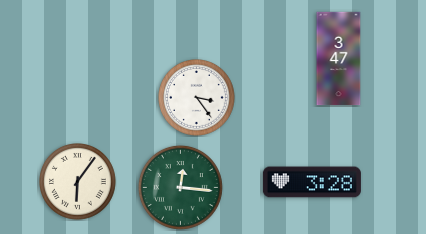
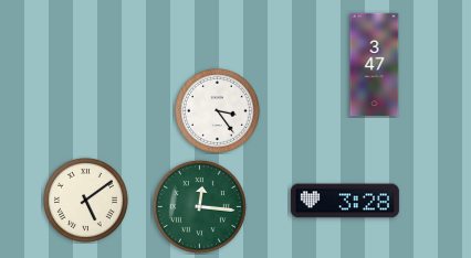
clock at (197, 98) position: (197, 98) -> (218, 111)
clock at (78, 182): 6:06 -> 5:09
